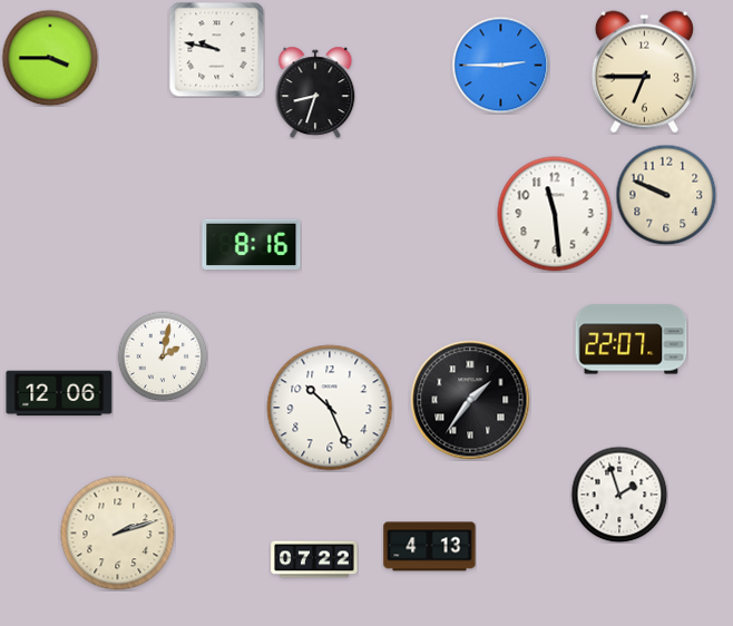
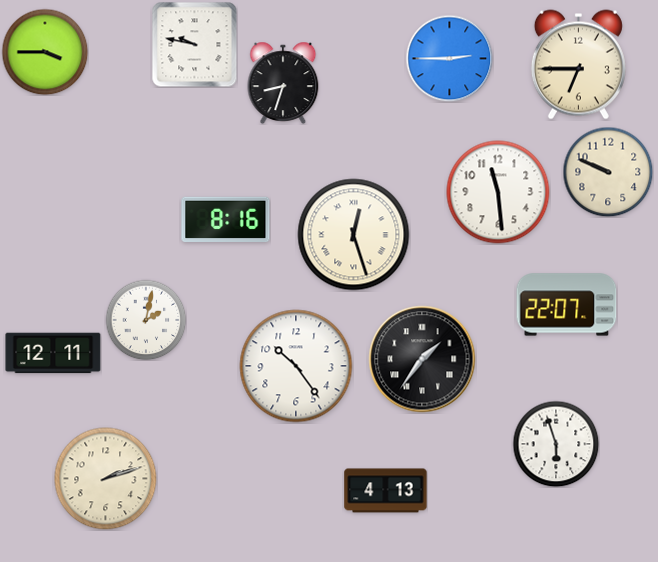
clock at (666, 195) position: (666, 195) -> (608, 172)
clock at (354, 235): none -> 12:27
clock at (59, 393): 12:06 -> 12:11
clock at (330, 408): 10:26 -> 10:24
clock at (619, 495): 1:57 -> 5:57
clock at (314, 559): 07:22 -> none
